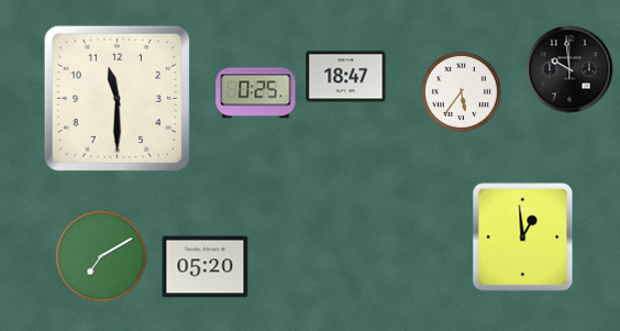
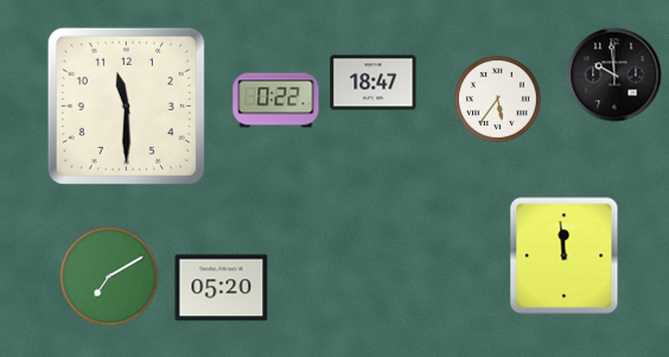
clock at (256, 93): 0:25 -> 0:22
clock at (523, 238): 12:59 -> 11:59
